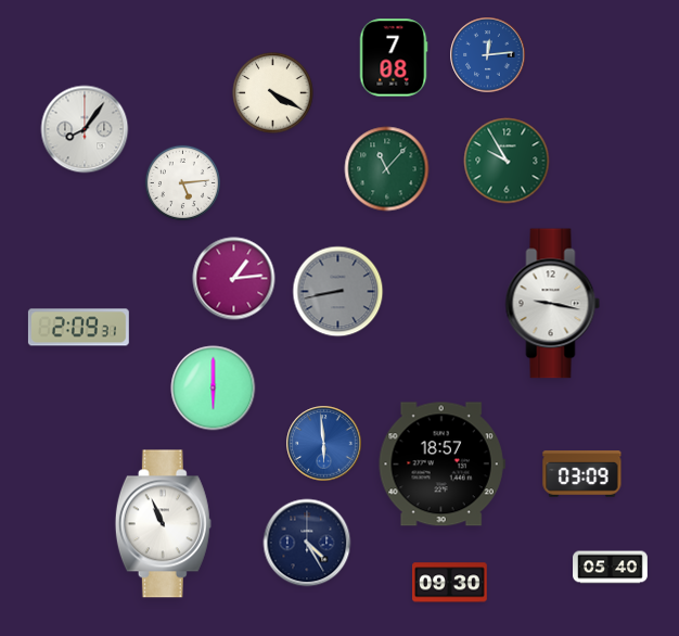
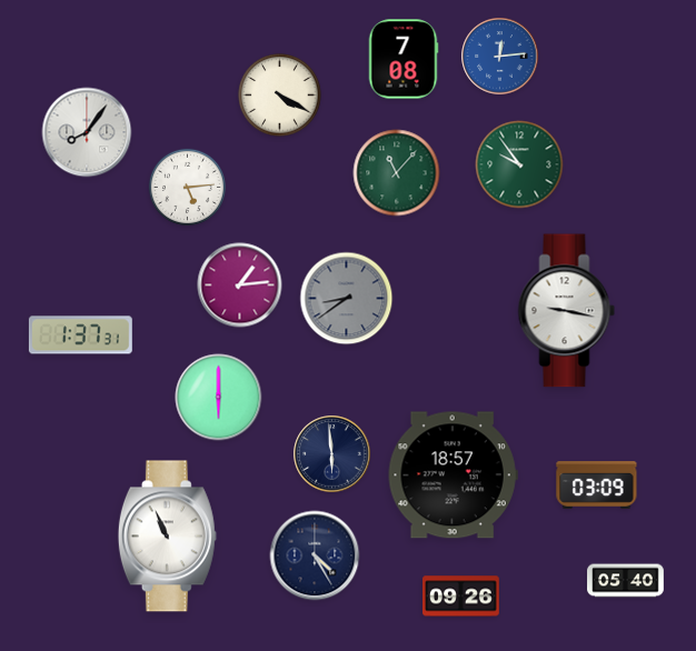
clock at (507, 161): 9:55 -> 9:54
clock at (338, 292): 8:43 -> 8:39
clock at (78, 328): 2:09 -> 1:37
clock at (324, 444) dial: blue -> navy
clock at (450, 583): 09:30 -> 09:26
